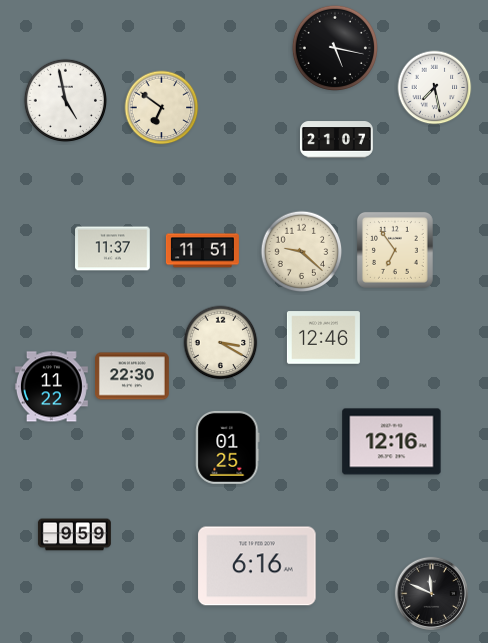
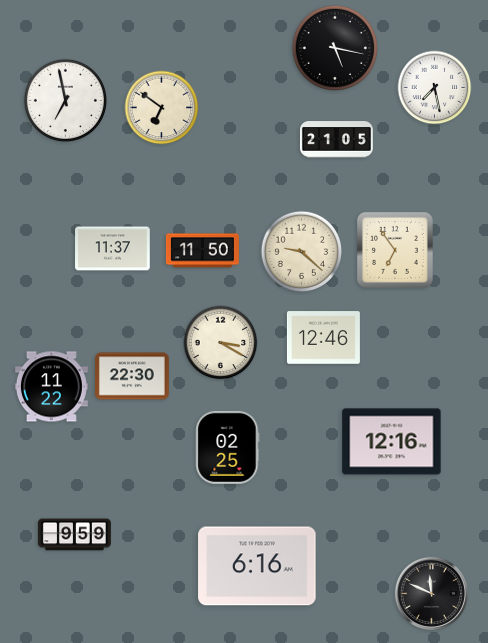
clock at (65, 100): 4:58 -> 6:58
clock at (336, 140): 21:07 -> 21:05
clock at (202, 251): 11:51 -> 11:50
clock at (228, 447): 01:25 -> 02:25
